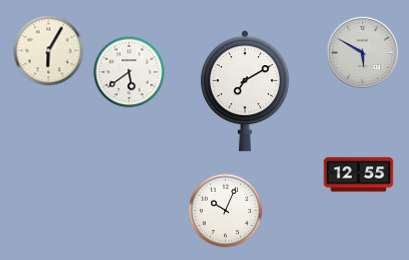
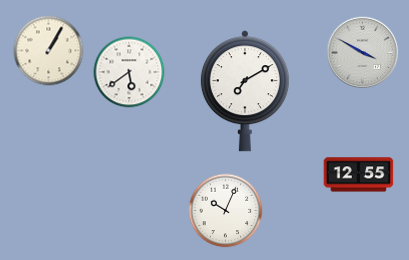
clock at (49, 51): 6:05 -> 1:05
clock at (363, 53): 5:50 -> 3:50
